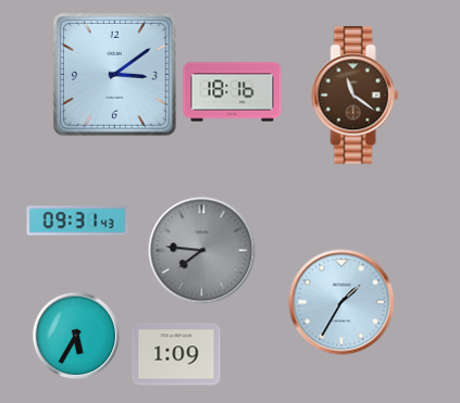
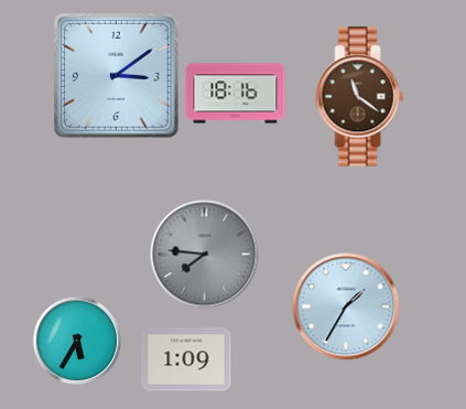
clock at (77, 221): 09:31 -> none
clock at (176, 354) position: (176, 354) -> (186, 359)
